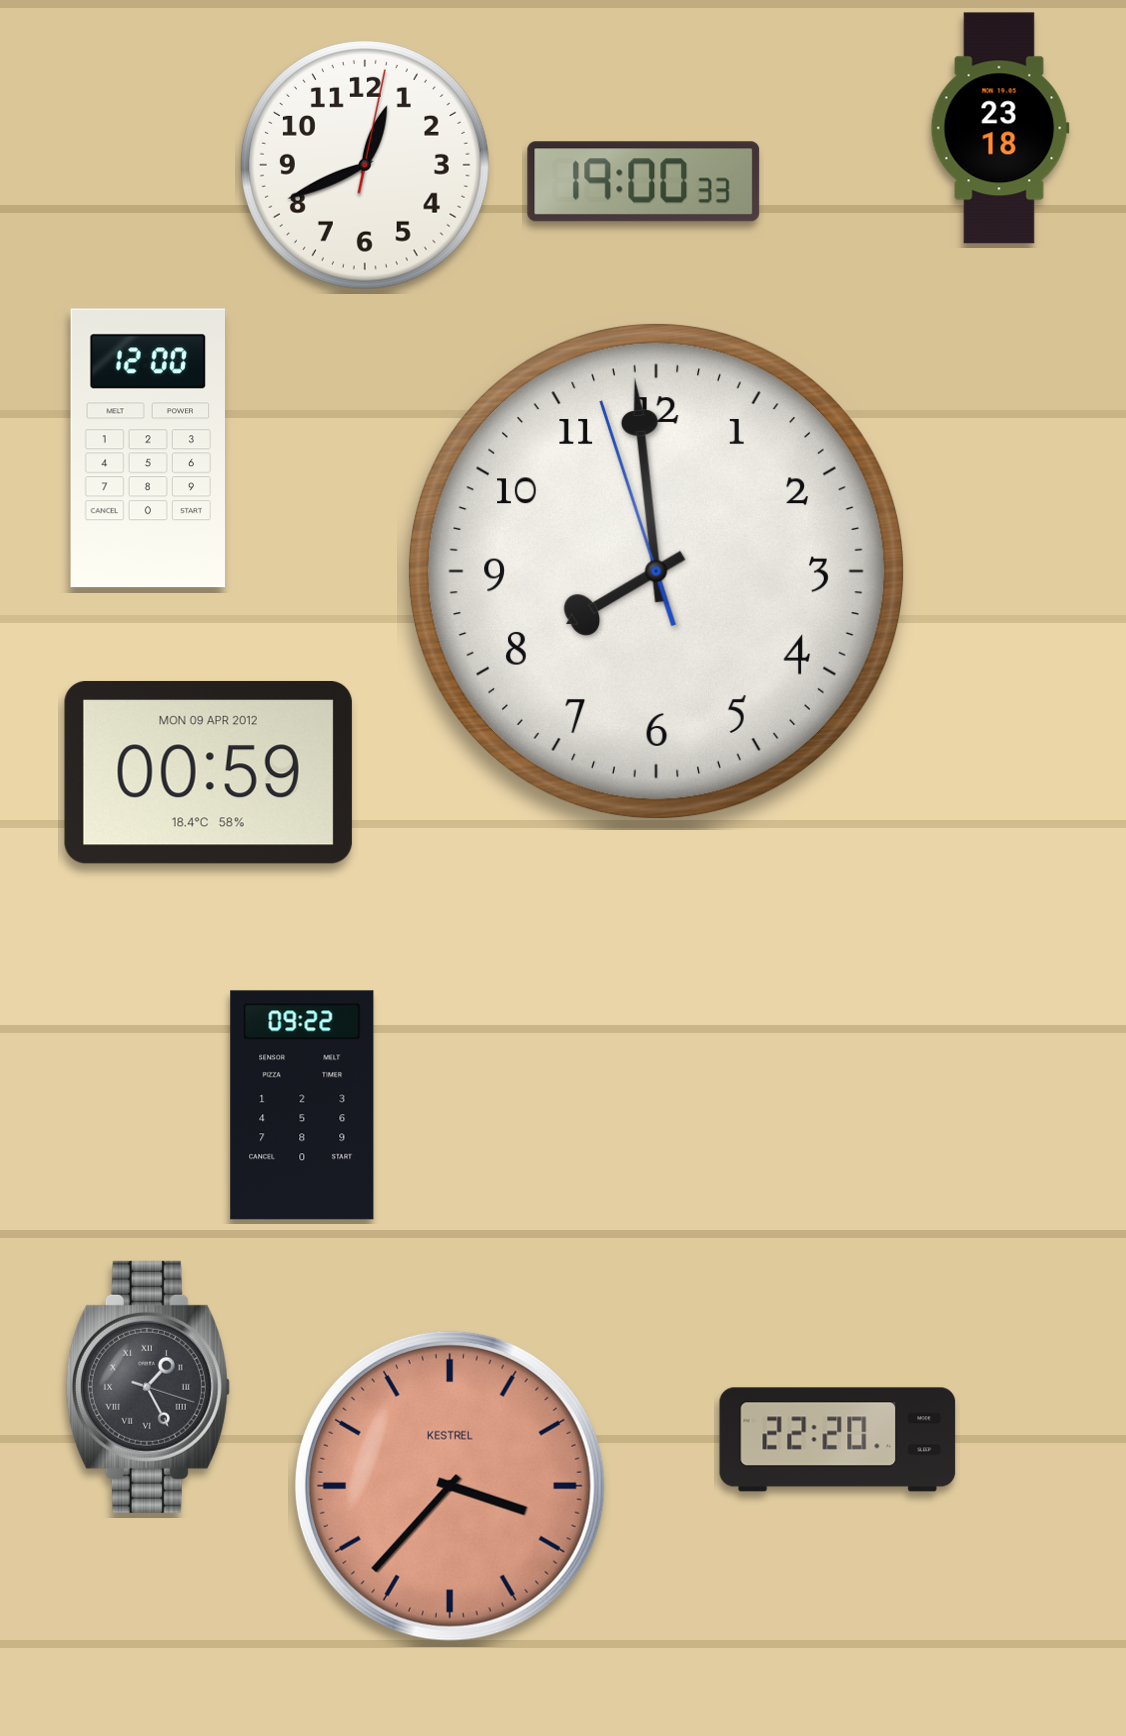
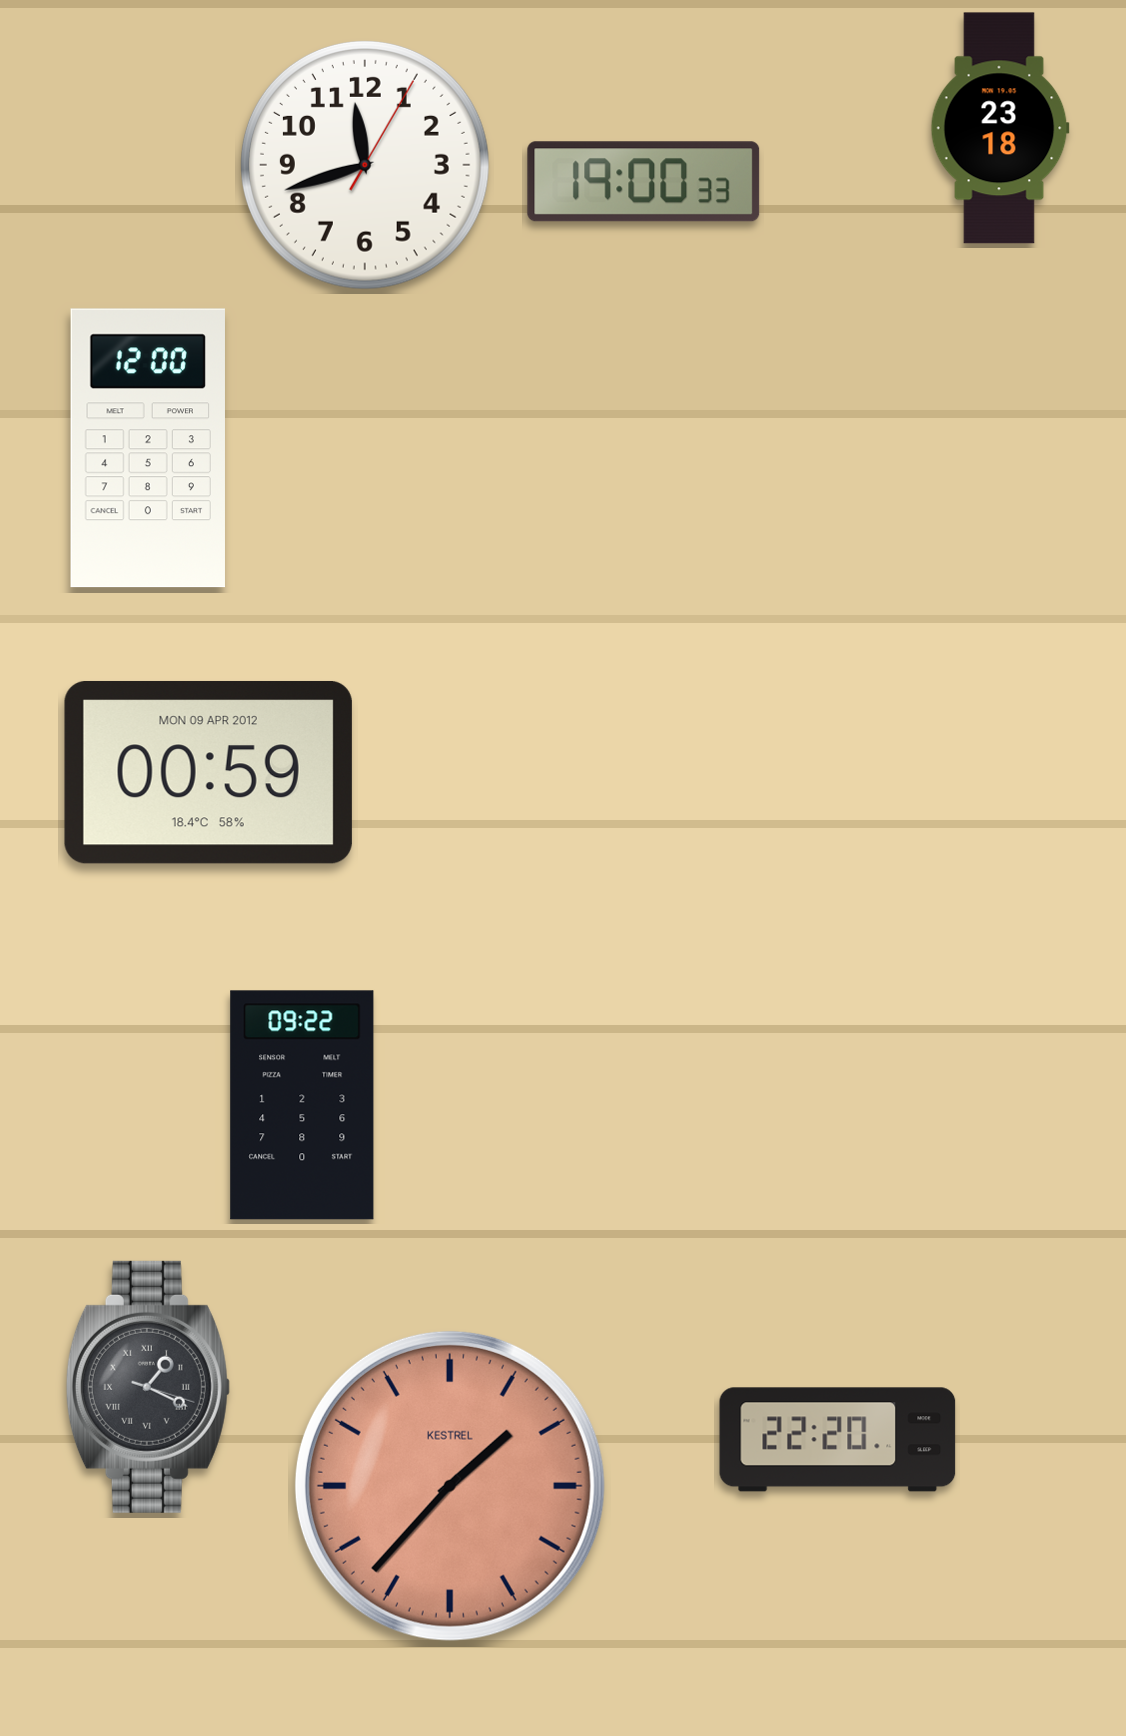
clock at (365, 165): 12:41 -> 11:42
clock at (656, 571): 7:58 -> none
clock at (148, 1387): 1:25 -> 1:19
clock at (450, 1486): 3:37 -> 1:37
